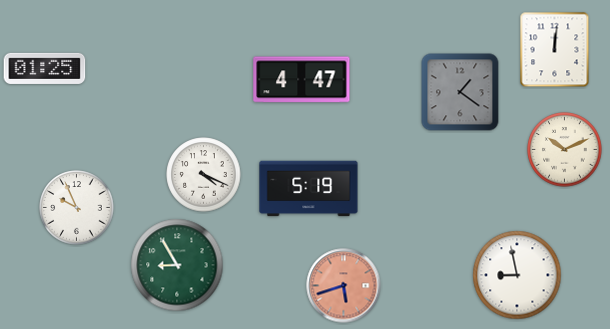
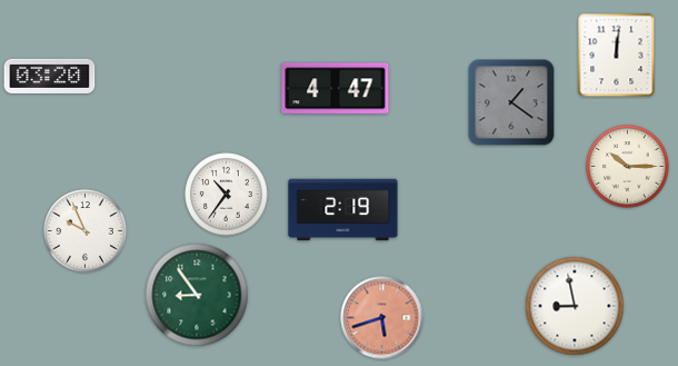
clock at (45, 68): 01:25 -> 03:20
clock at (565, 150): 10:11 -> 10:15
clock at (204, 175): 4:19 -> 10:36
clock at (309, 189): 5:19 -> 2:19
clock at (177, 265): 8:55 -> 8:54
